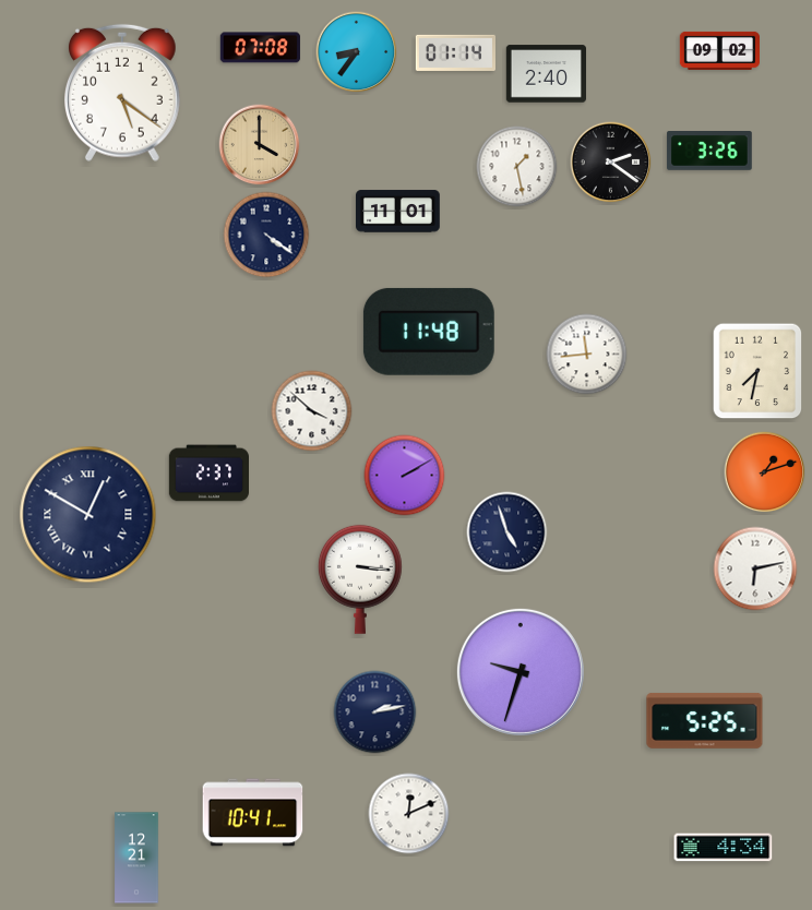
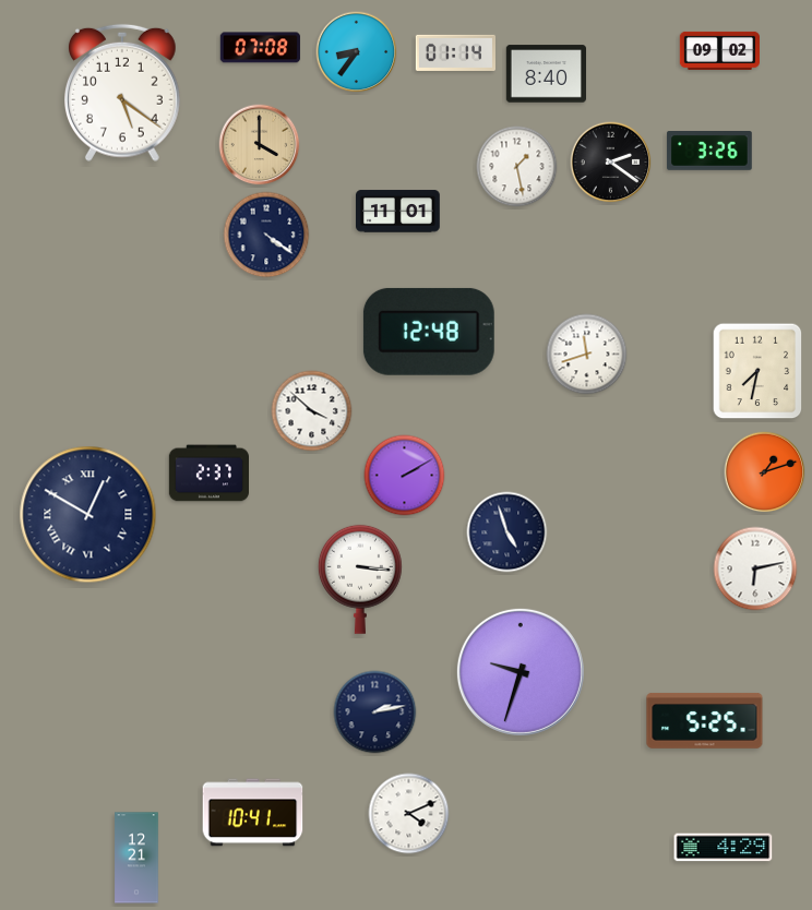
clock at (546, 74): 2:40 -> 8:40
clock at (429, 332): 11:48 -> 12:48
clock at (587, 355): 11:44 -> 11:42
clock at (409, 814): 12:11 -> 4:11
clock at (724, 848): 4:34 -> 4:29
